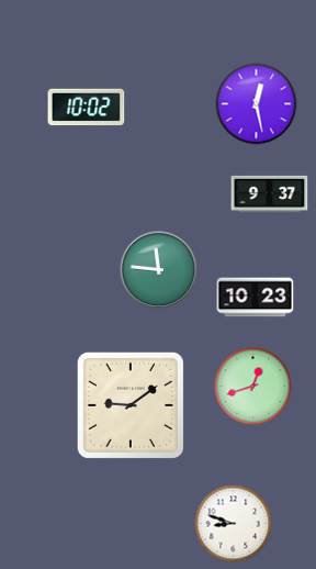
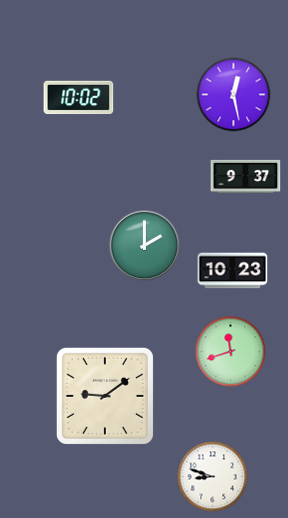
clock at (159, 270): 11:46 -> 2:00
clock at (253, 387): 12:42 -> 11:42
clock at (131, 405) position: (131, 405) -> (105, 396)
